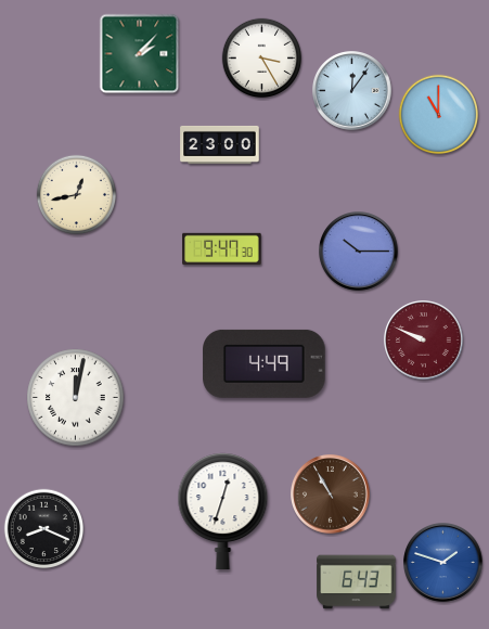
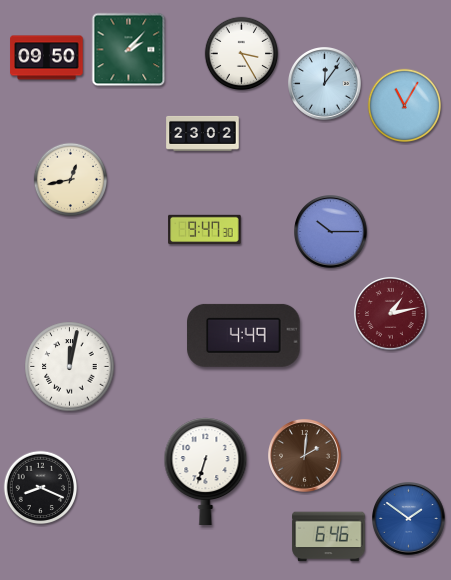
clock at (47, 58): none -> 09:50
clock at (439, 115): 11:00 -> 11:05
clock at (220, 144): 23:00 -> 23:02
clock at (424, 341): 9:49 -> 1:13
clock at (331, 495): 10:55 -> 2:01
clock at (223, 511): 12:33 -> 6:33
clock at (443, 563): 1:48 -> 1:51
clock at (357, 582): 6:43 -> 6:46
